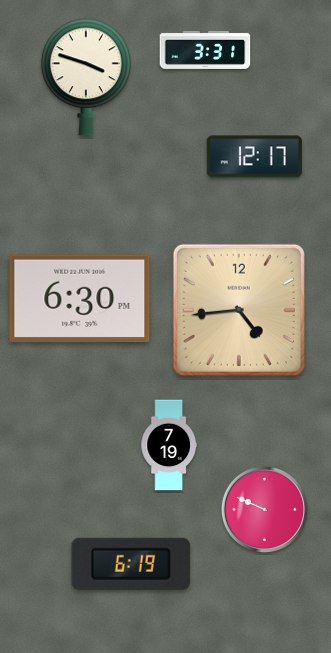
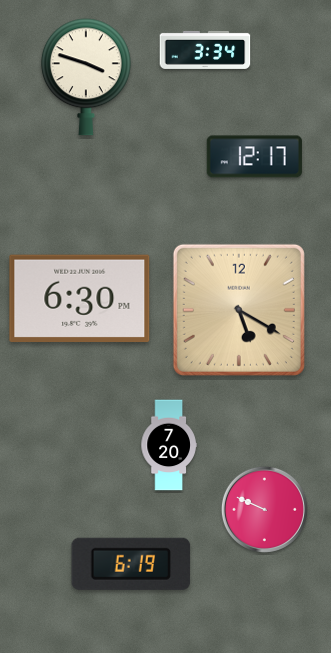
clock at (205, 50): 3:31 -> 3:34
clock at (239, 310): 4:44 -> 5:20
clock at (169, 445): 7:19 -> 7:20
